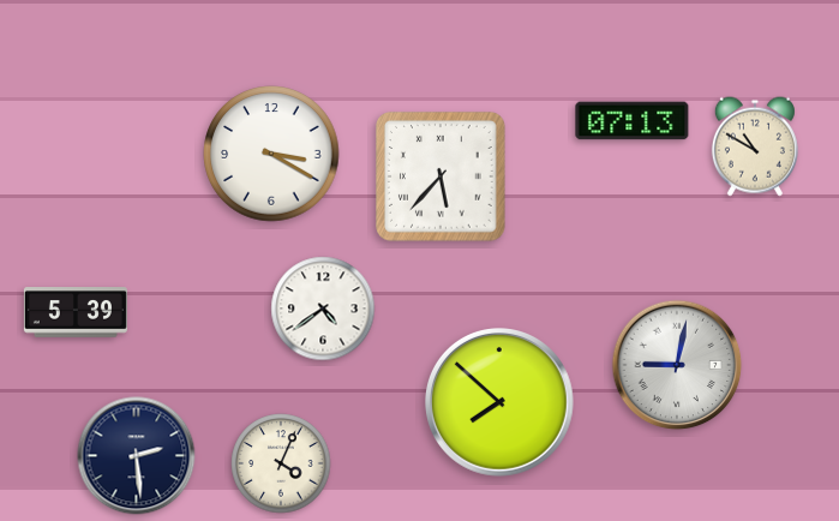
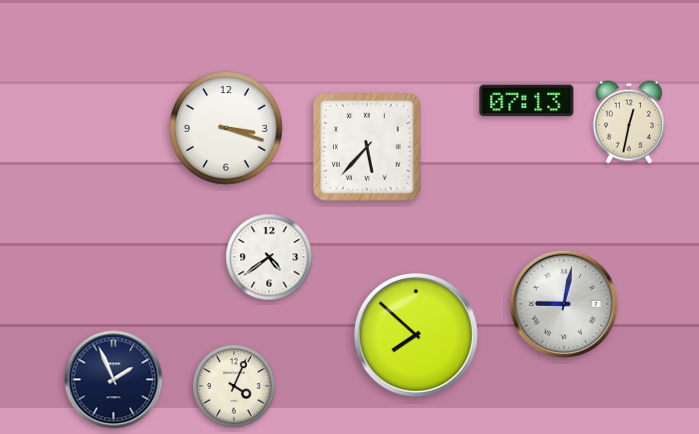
clock at (755, 146): 10:50 -> 12:32
clock at (271, 154): 3:20 -> 3:18
clock at (76, 312): 5:39 -> none
clock at (137, 456): 2:29 -> 1:56
